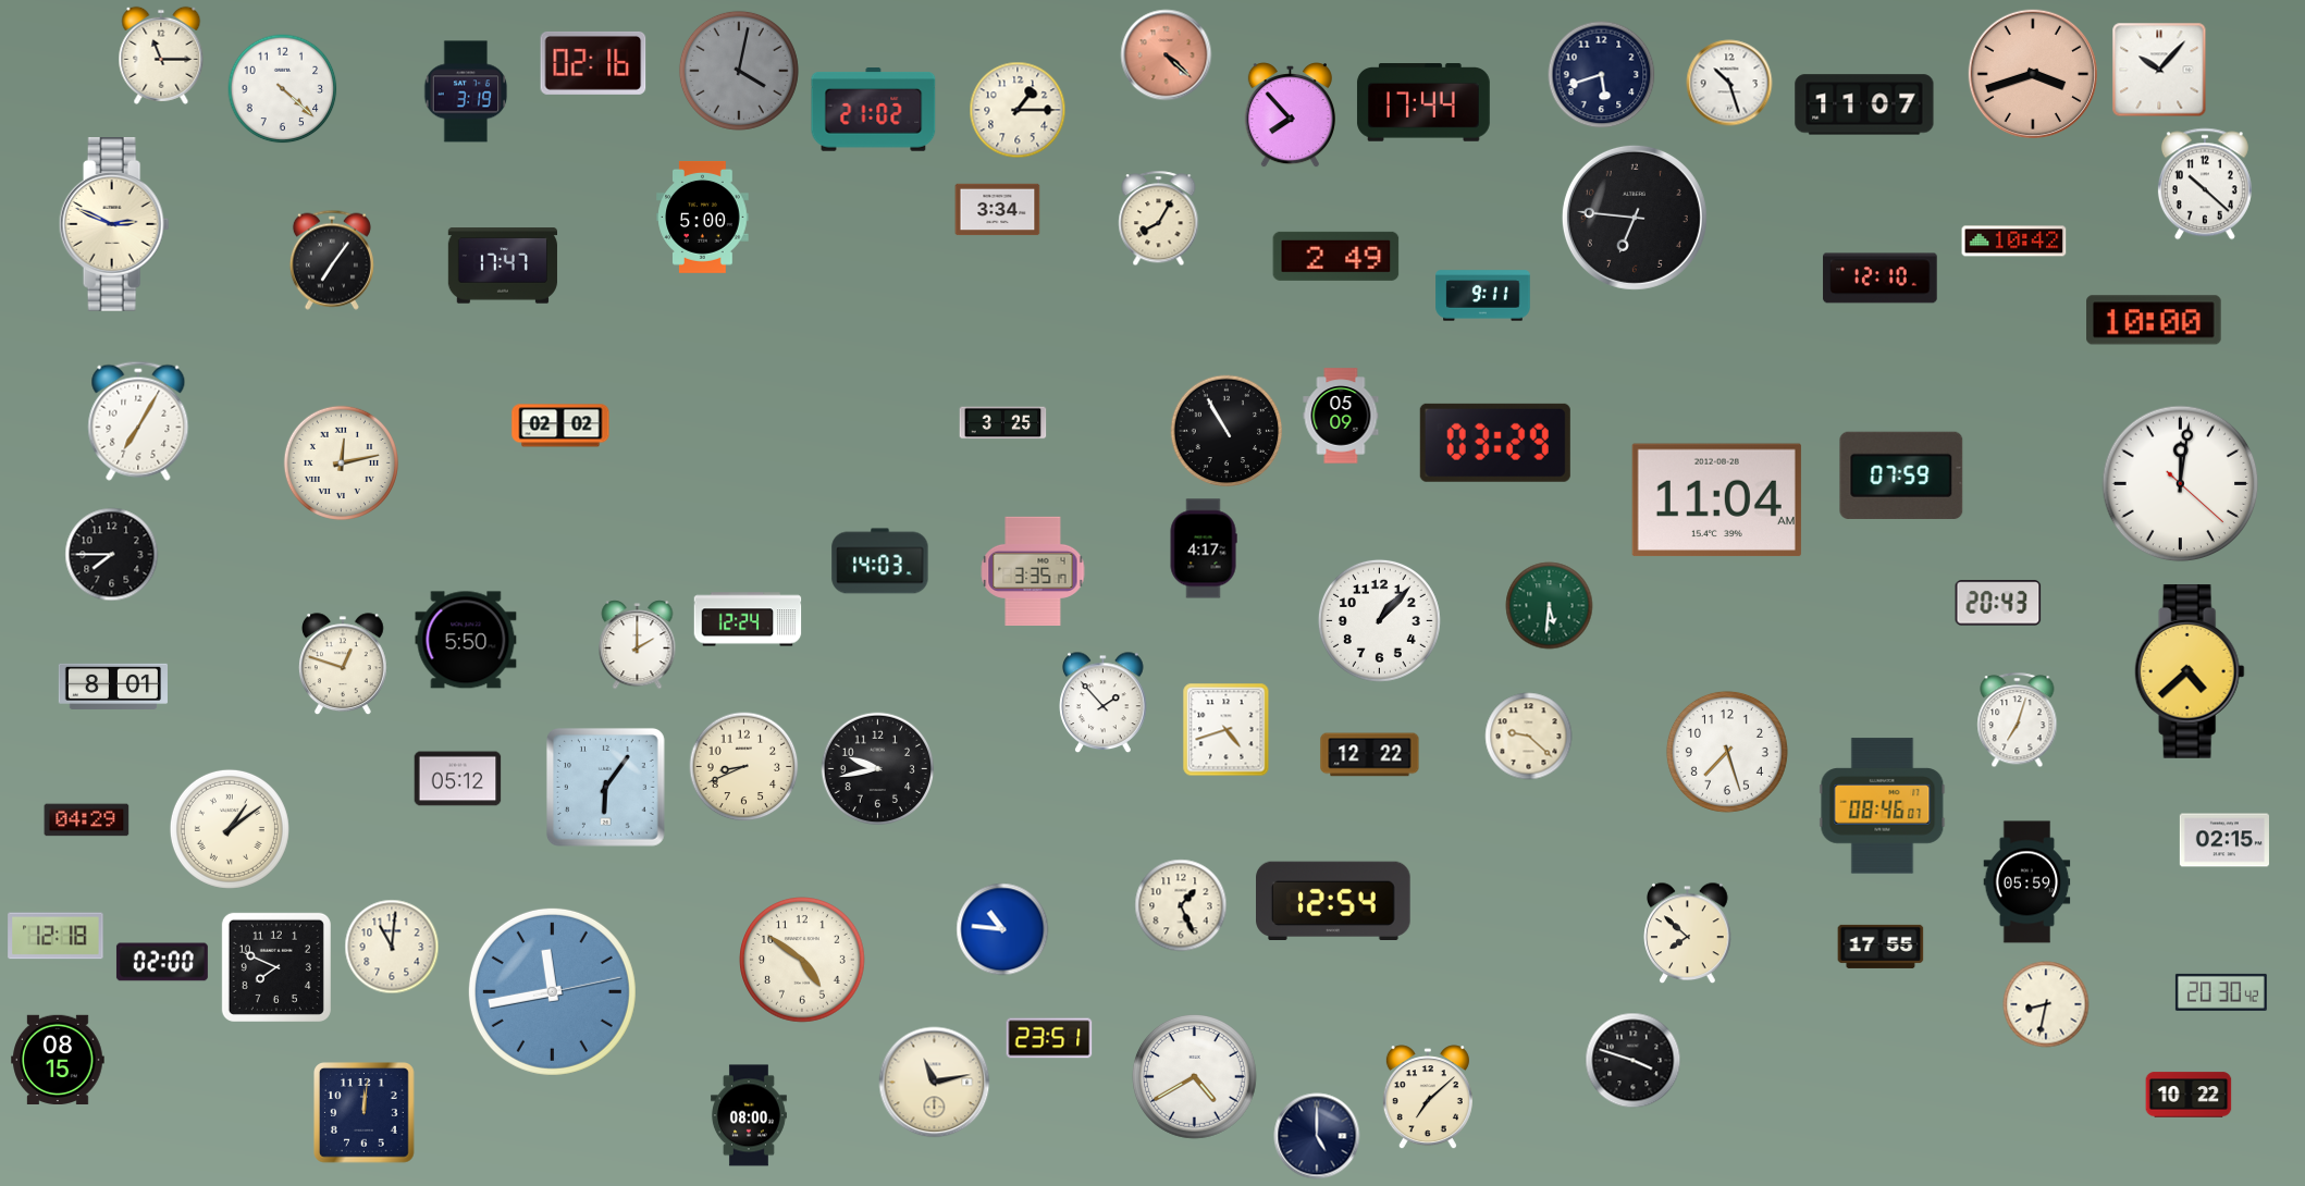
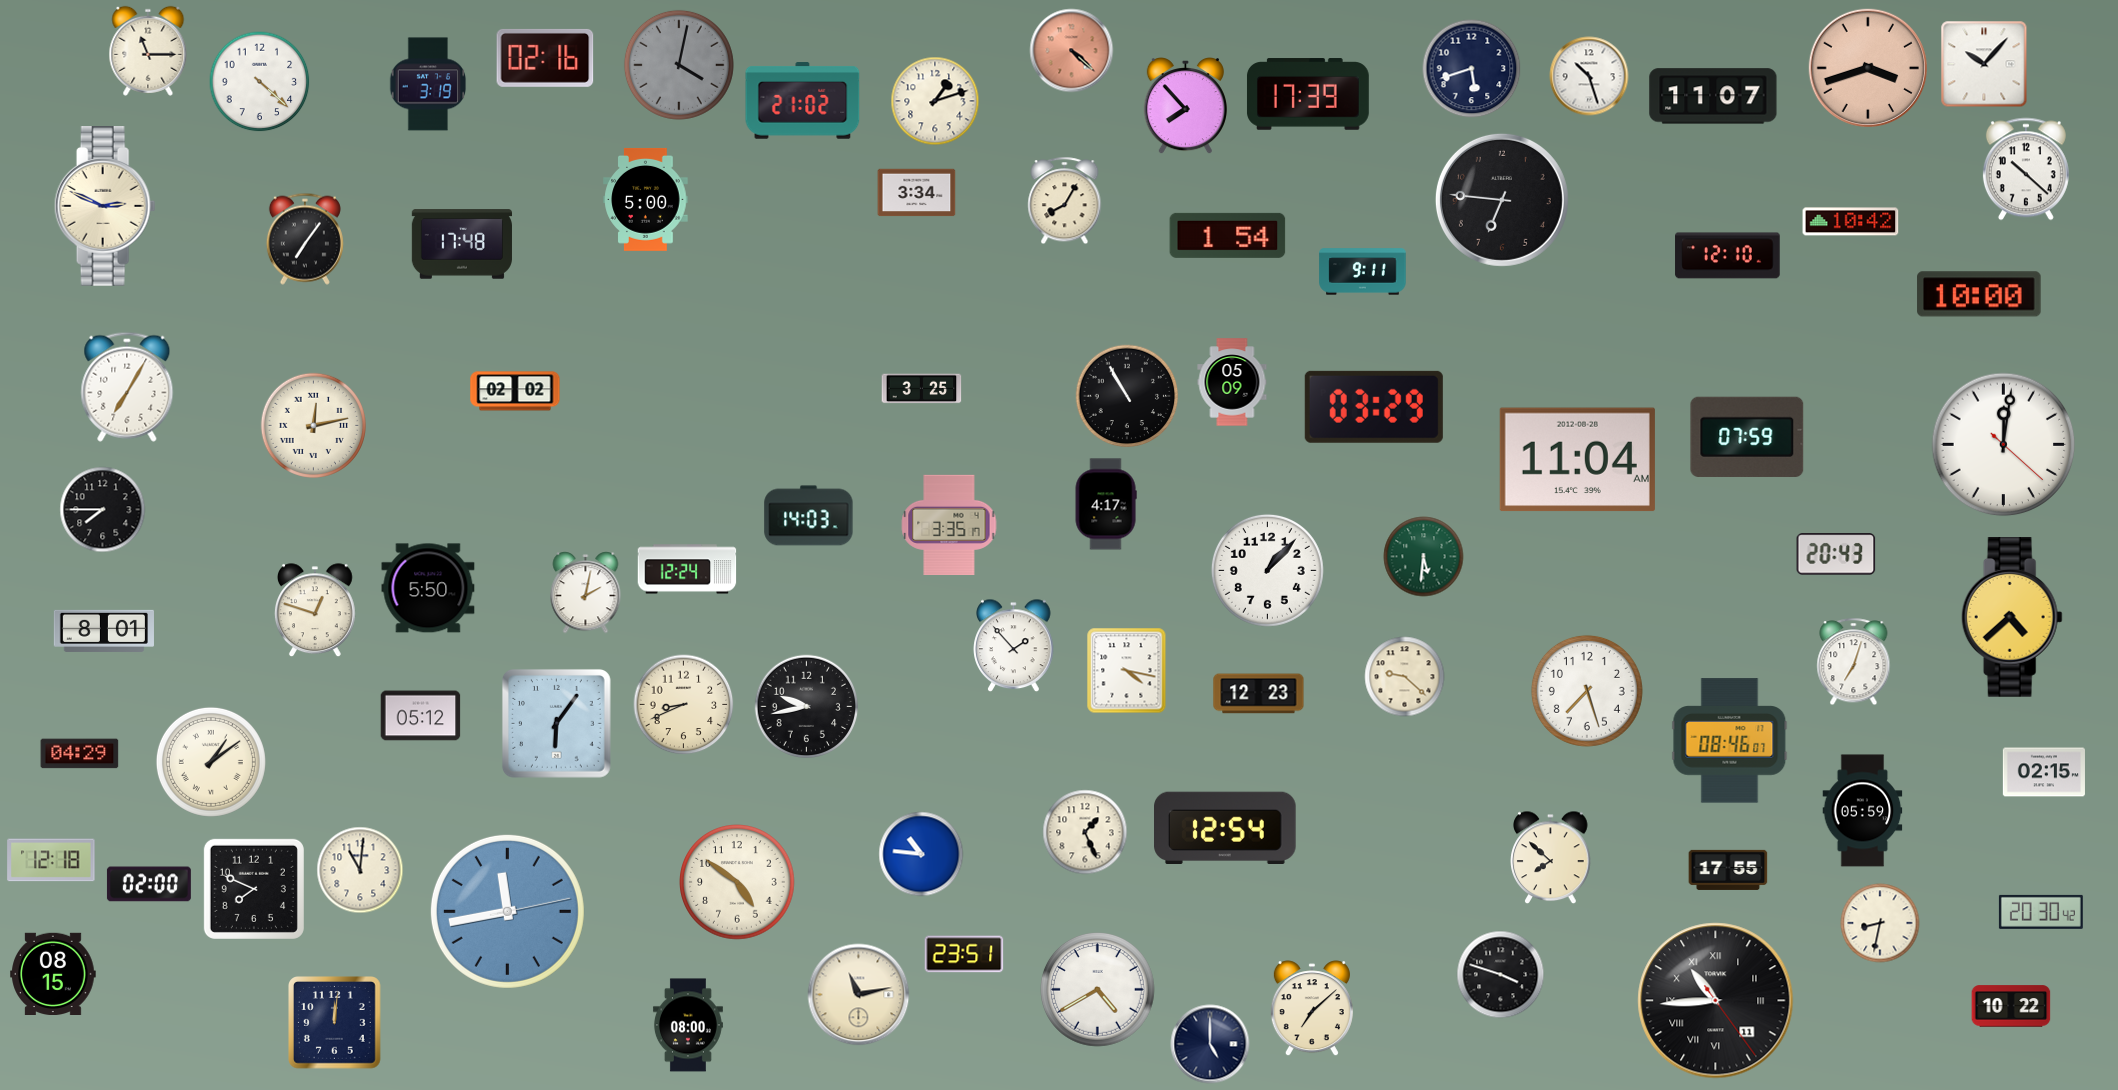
clock at (1423, 102): 17:44 -> 17:39
clock at (1018, 110): 1:15 -> 1:12
clock at (1336, 256): 2:49 -> 1:54
clock at (503, 265): 17:47 -> 17:48
clock at (638, 645): 2:00 -> 2:02
clock at (1227, 730): 4:42 -> 4:17
clock at (1370, 755): 12:22 -> 12:23
clock at (1716, 1001): none -> 10:44
